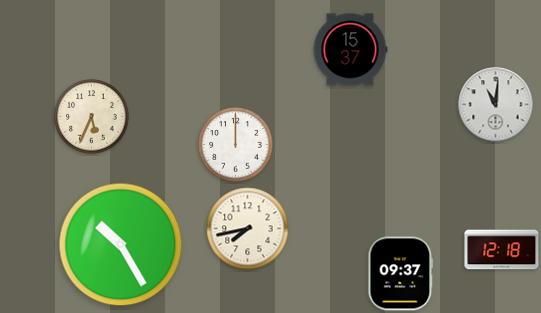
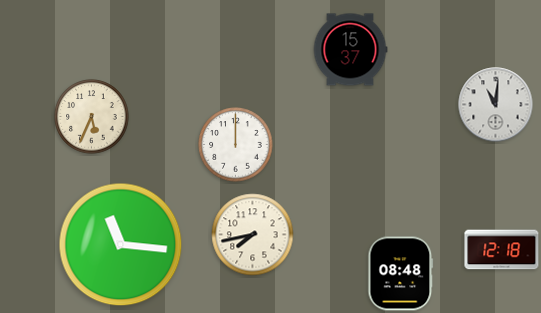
clock at (248, 229) position: (248, 229) -> (253, 235)
clock at (121, 245): 10:25 -> 11:16
clock at (401, 274): 09:37 -> 08:48
